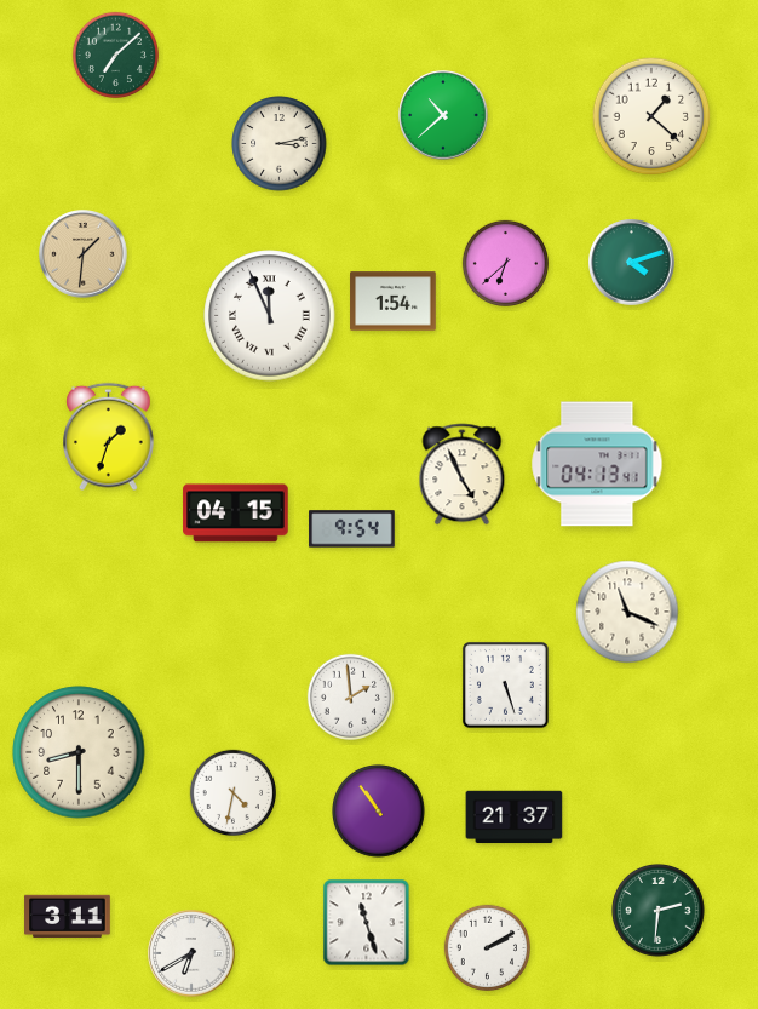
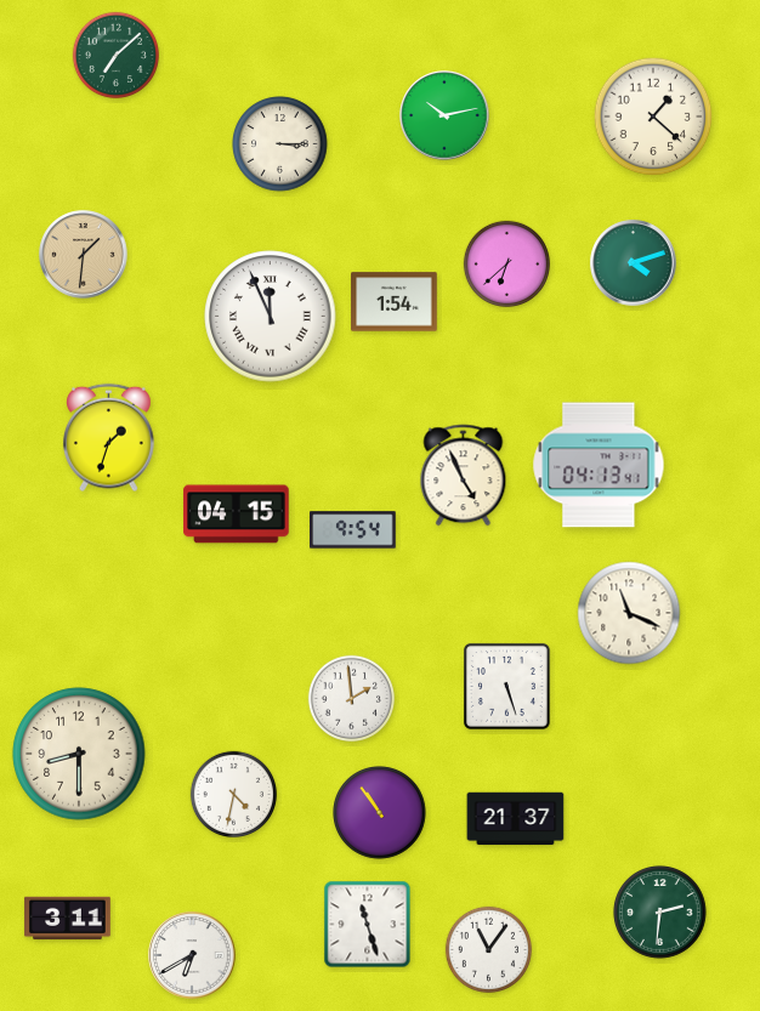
clock at (443, 115): 10:38 -> 10:13
clock at (280, 144): 3:13 -> 3:15
clock at (487, 947): 2:10 -> 11:06
